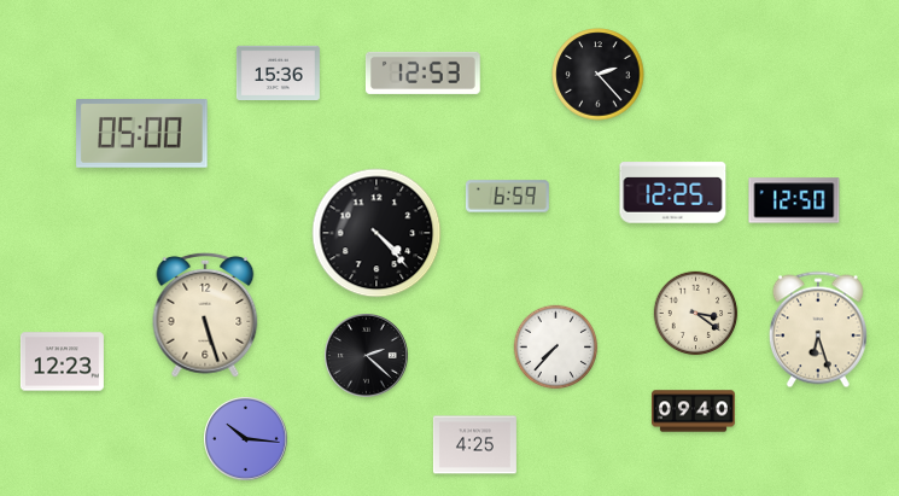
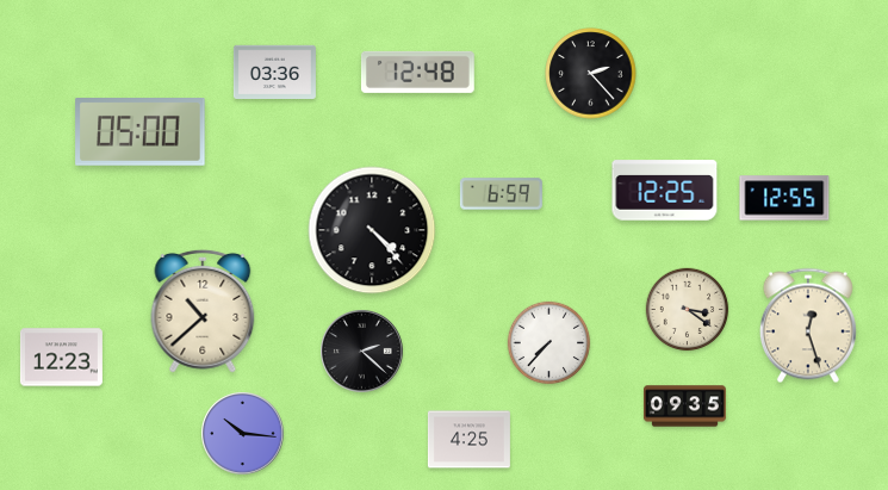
clock at (278, 72): 15:36 -> 03:36
clock at (422, 72): 12:53 -> 12:48
clock at (794, 200): 12:50 -> 12:55
clock at (205, 315): 5:27 -> 10:38
clock at (818, 329): 6:27 -> 12:27
clock at (693, 412): 09:40 -> 09:35
